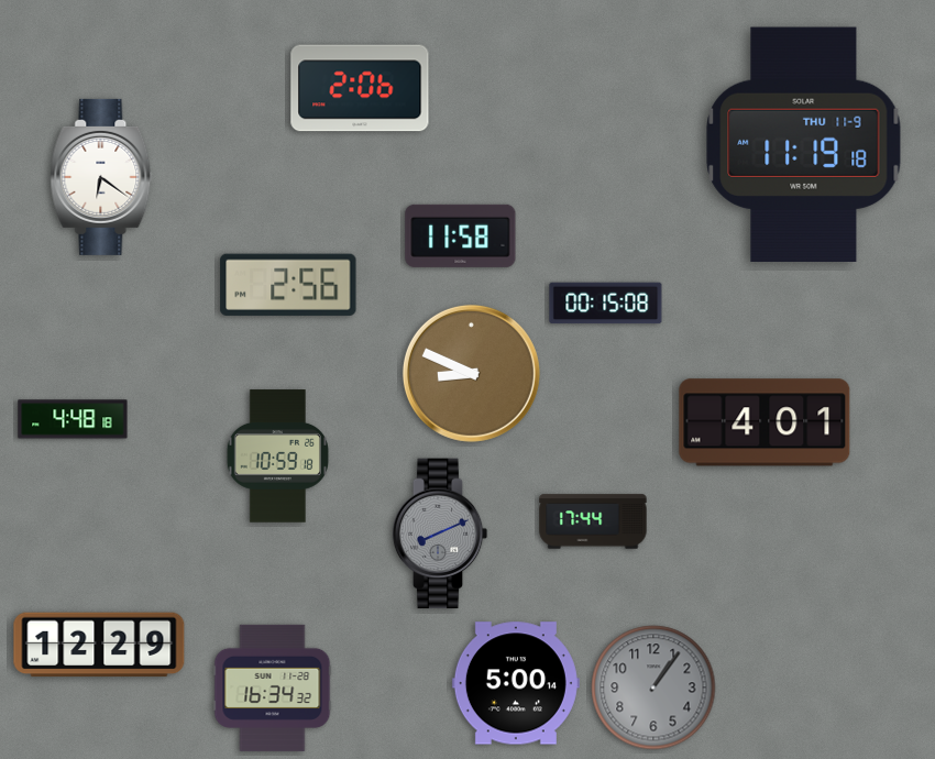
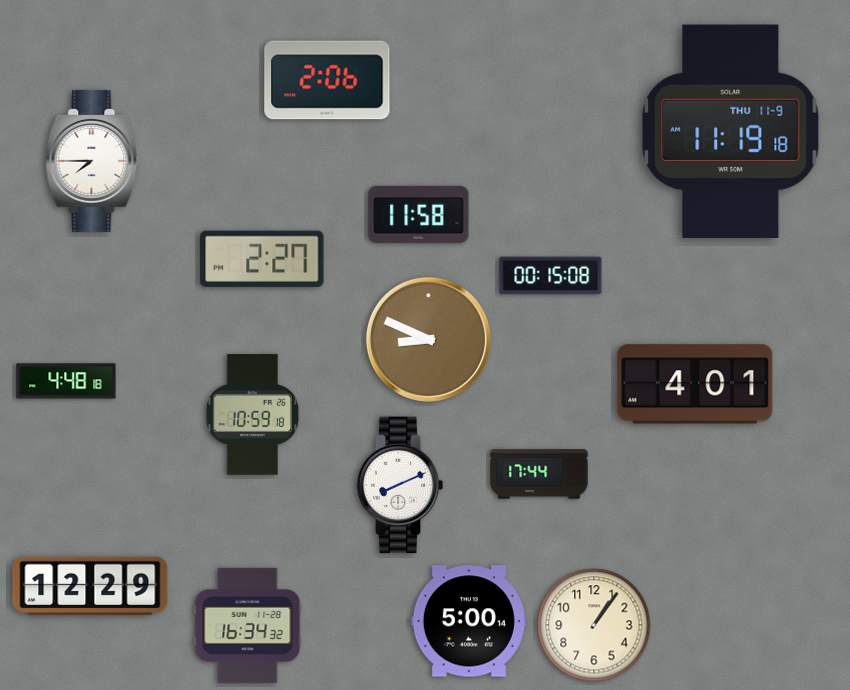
clock at (101, 177): 6:21 -> 7:45
clock at (288, 285): 2:56 -> 2:27
clock at (440, 533) dial: grey -> white
clock at (653, 687) dial: grey -> cream
